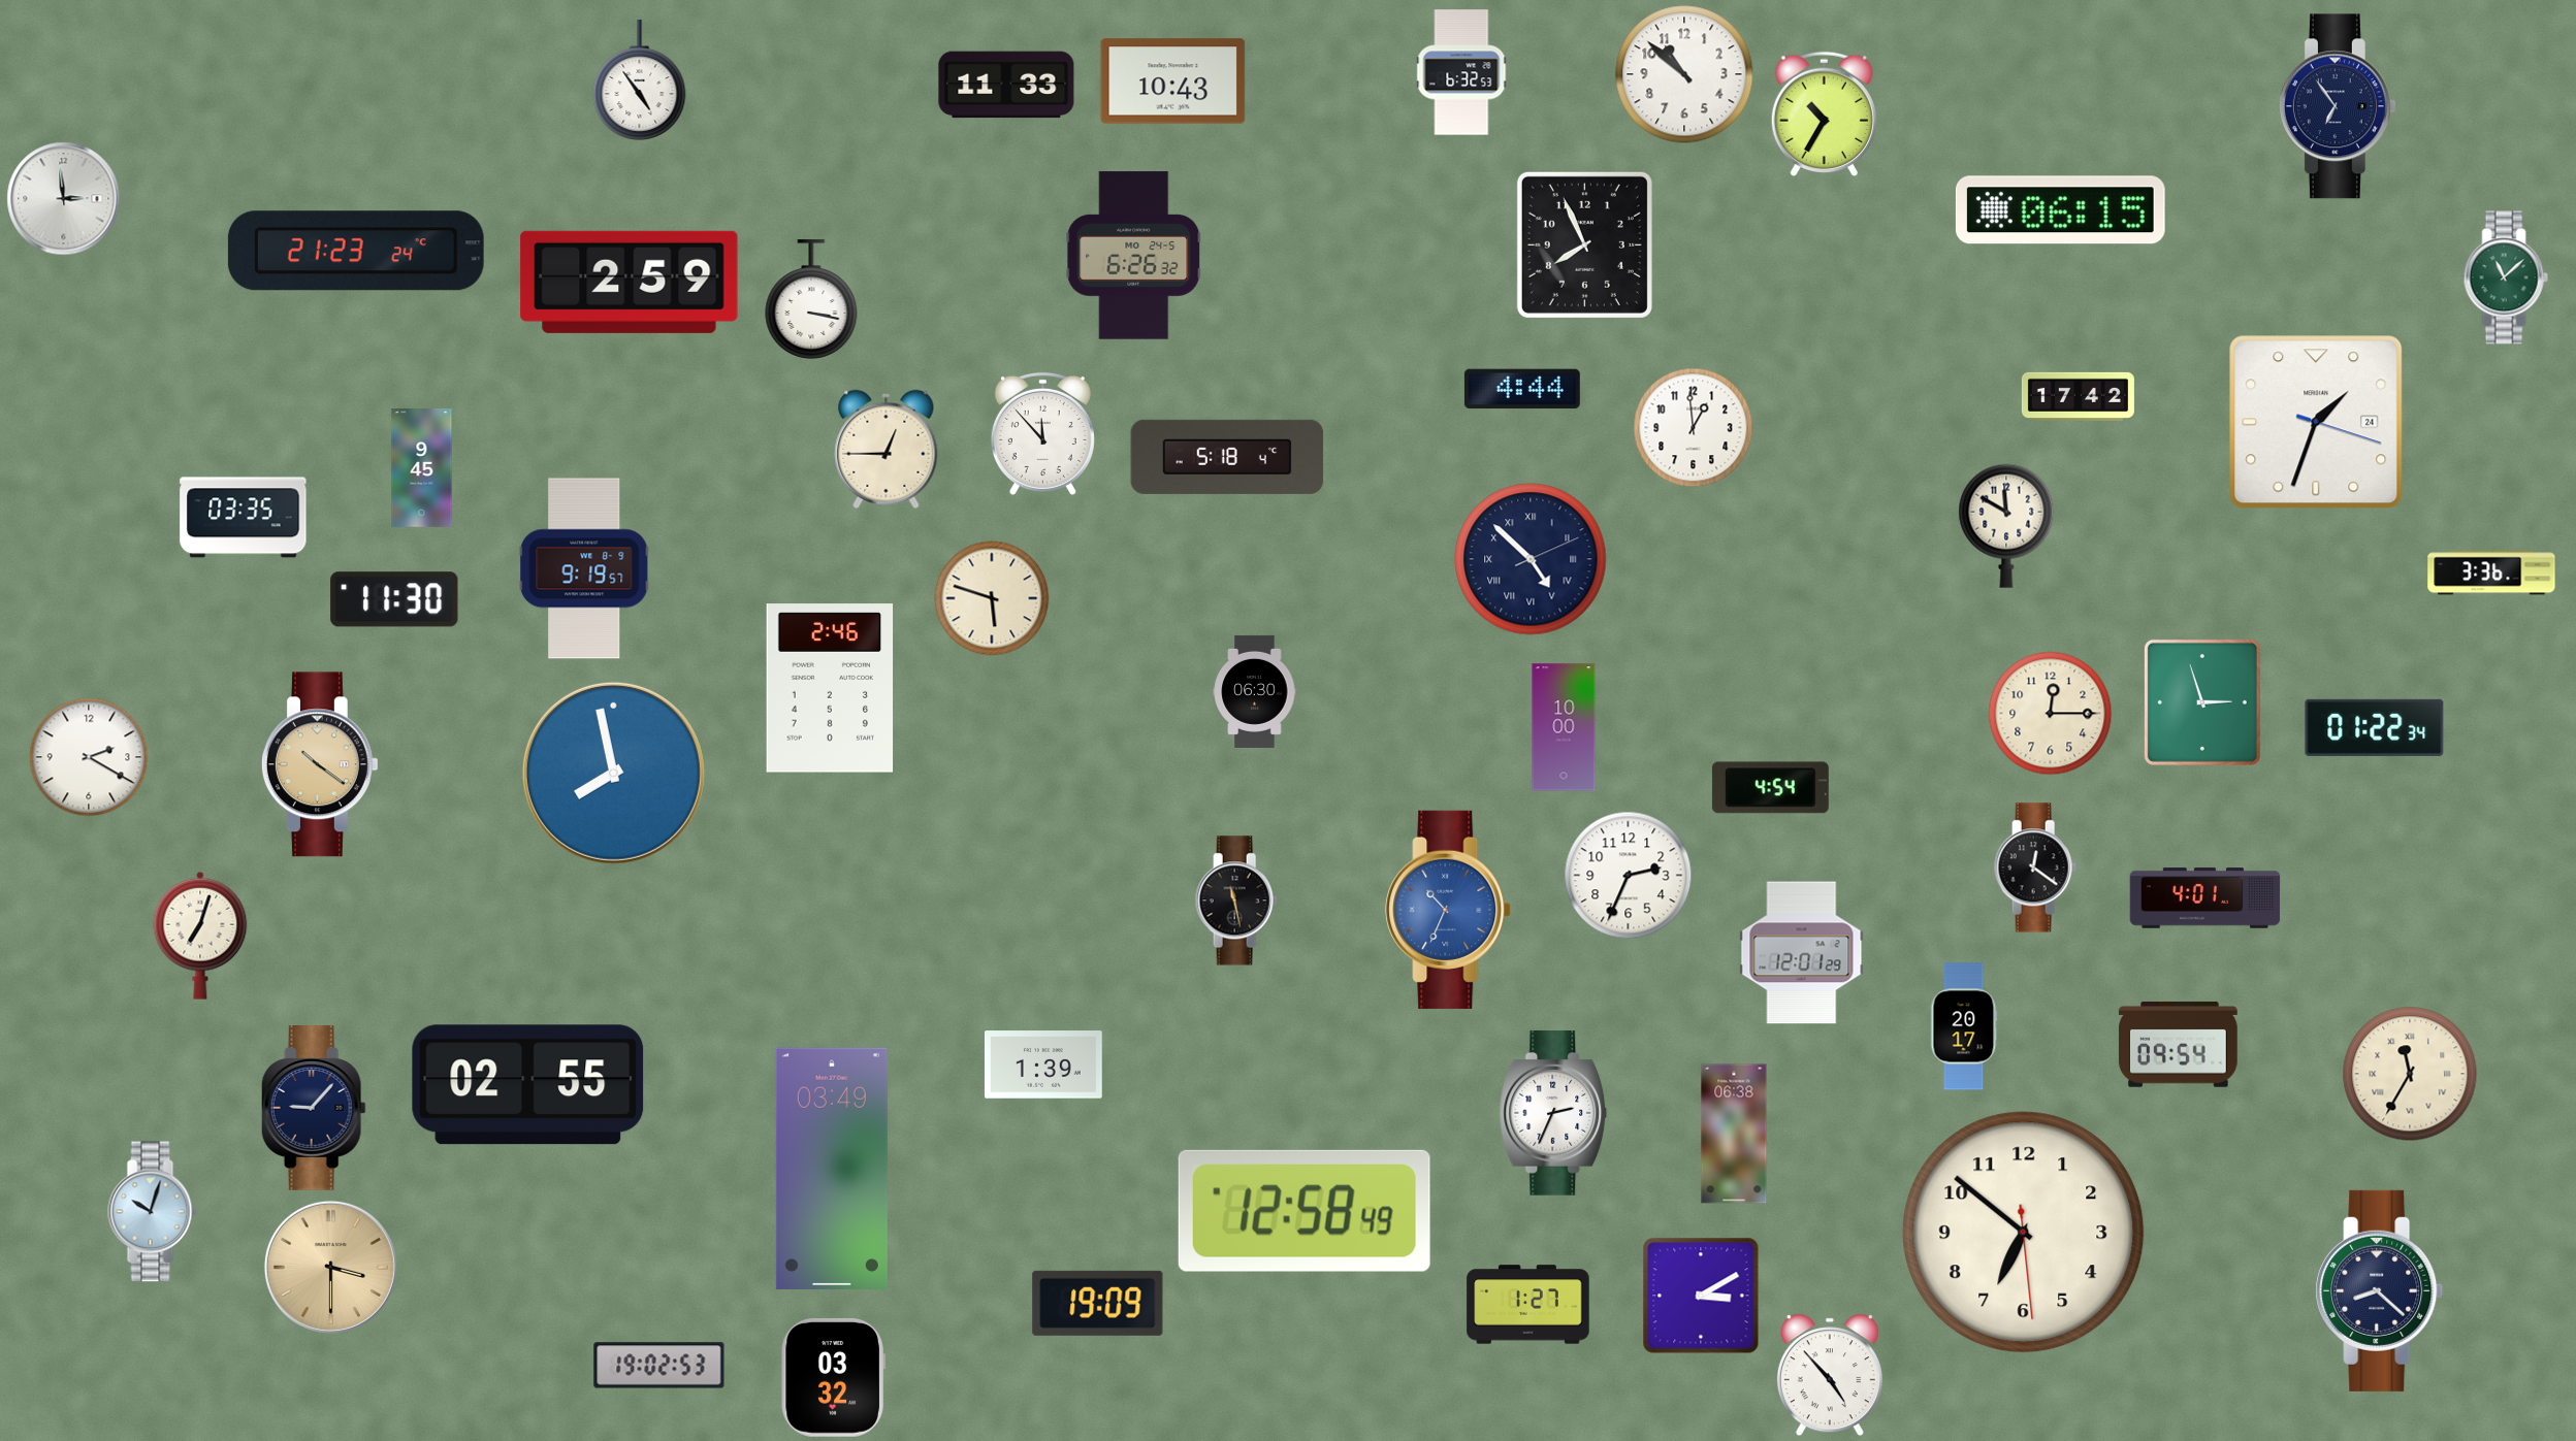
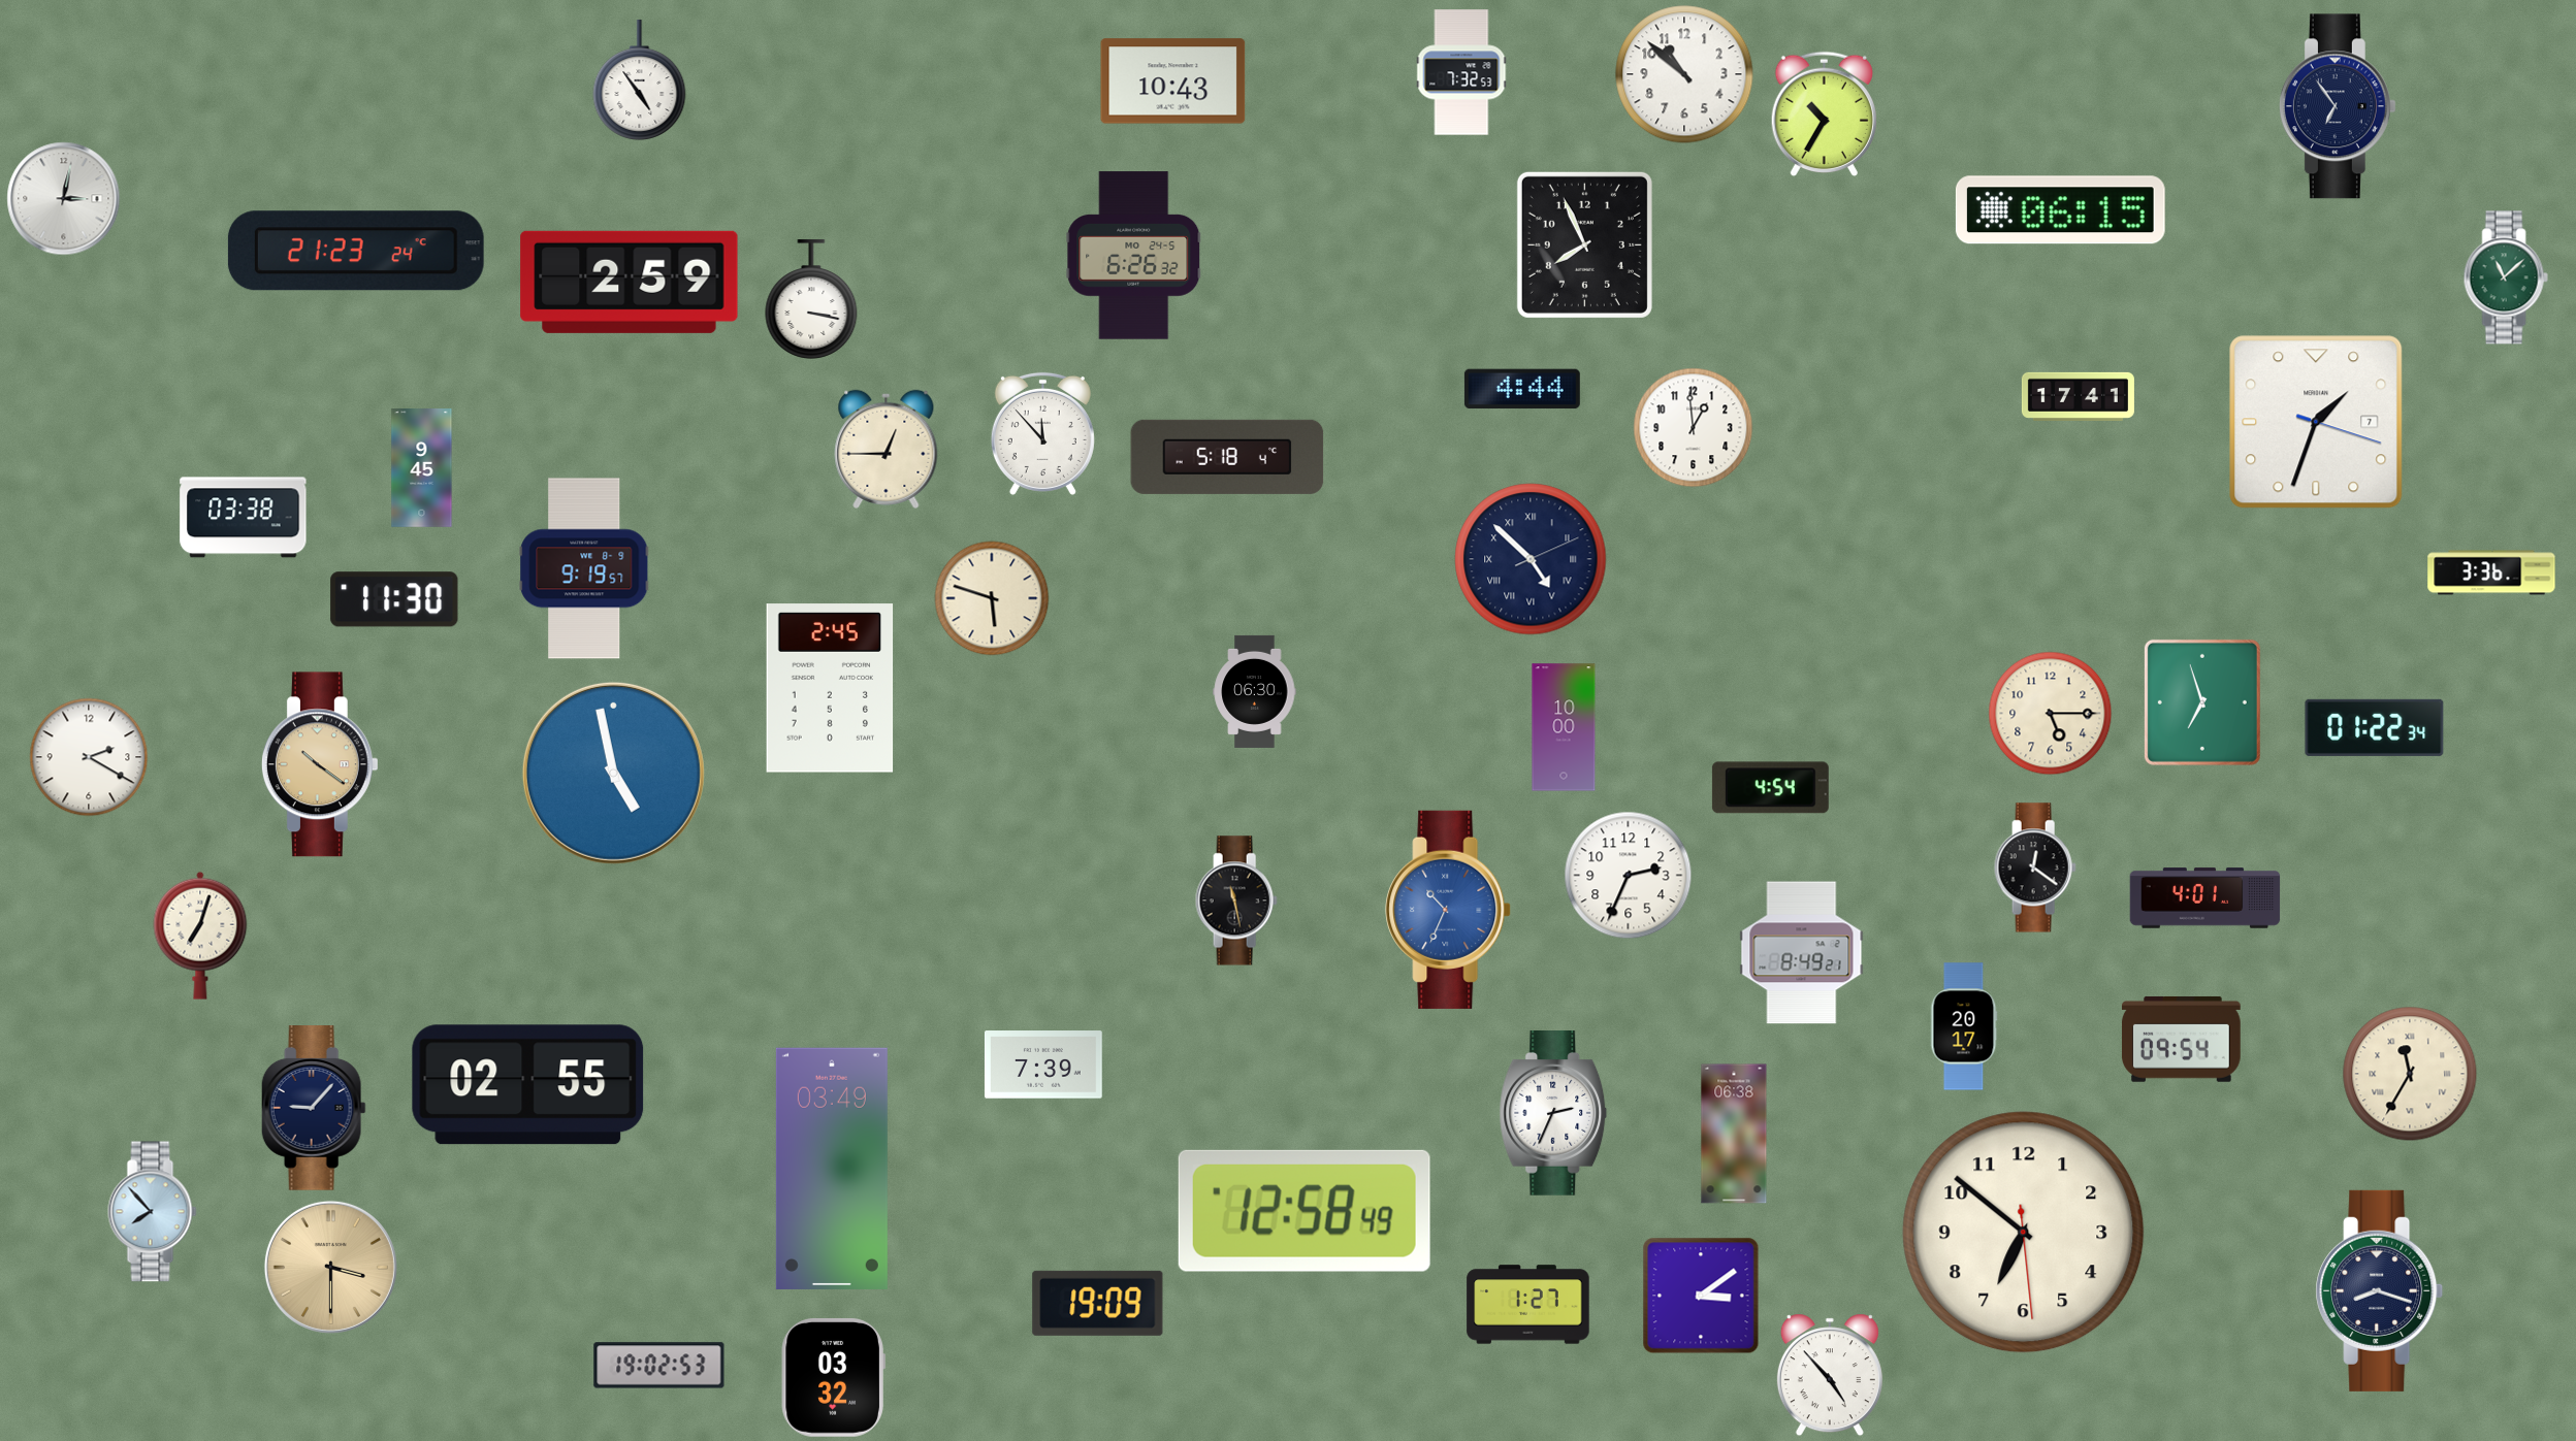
clock at (1461, 72): 6:32 -> 7:32
clock at (1006, 85): 11:33 -> none
clock at (64, 199): 2:59 -> 3:02
clock at (2078, 396): 17:42 -> 17:41
clock at (2316, 422) date: 24 -> 7
clock at (244, 518): 03:35 -> 03:38
clock at (2006, 526): 11:50 -> none
clock at (830, 688): 2:46 -> 2:45
clock at (2202, 702): 2:57 -> 6:57
clock at (2051, 714): 12:15 -> 5:15
clock at (613, 773): 7:58 -> 4:58
clock at (1802, 953): 12:01 -> 8:49
clock at (2178, 1045) position: (2178, 1045) -> (2181, 1040)
clock at (1043, 1065): 1:39 -> 7:39
clock at (153, 1212): 10:03 -> 7:53
clock at (2380, 1290): 8:22 -> 8:18
clock at (1701, 1296): 3:10 -> 3:09
